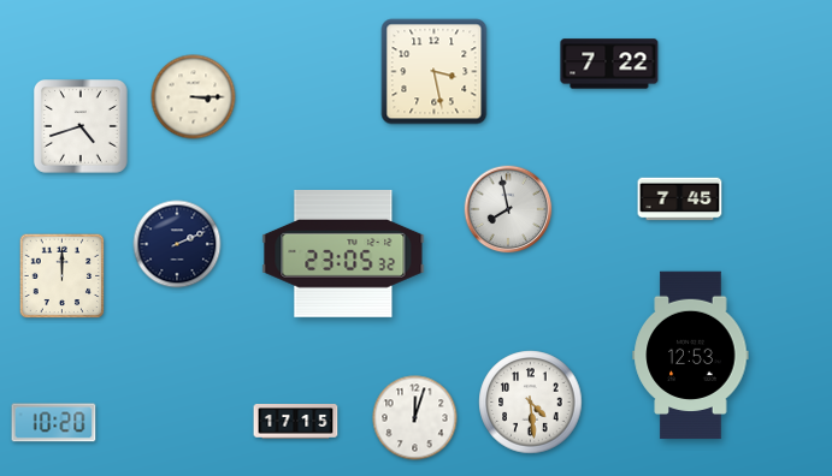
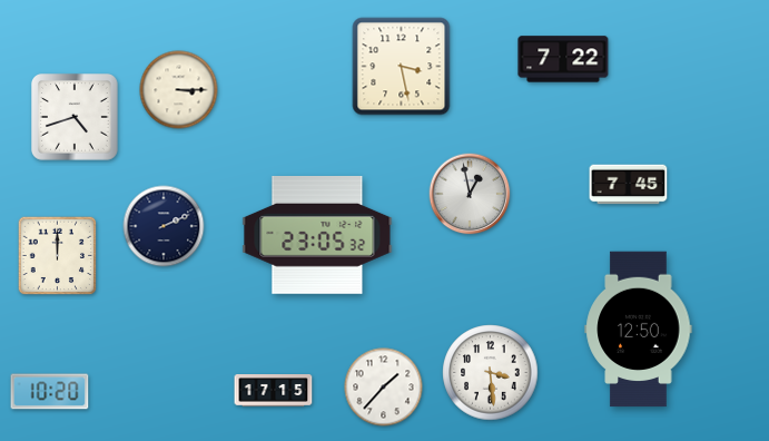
clock at (508, 209): 7:58 -> 12:58
clock at (691, 356): 12:53 -> 12:50
clock at (531, 403): 4:29 -> 3:29
clock at (415, 418): 12:03 -> 1:37
